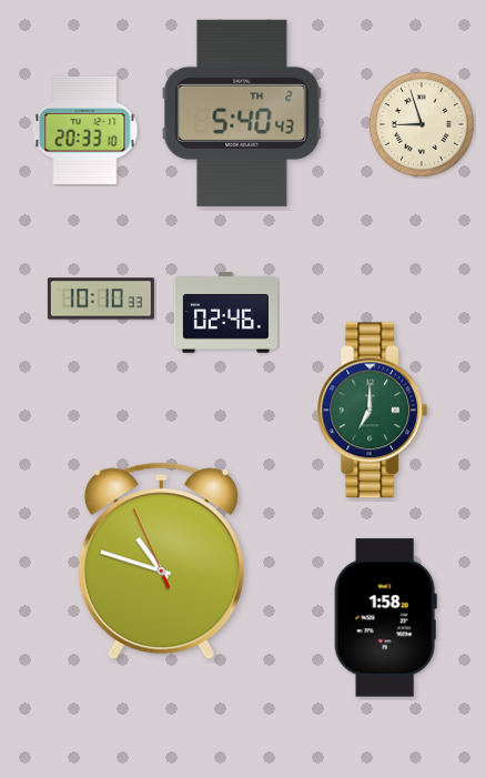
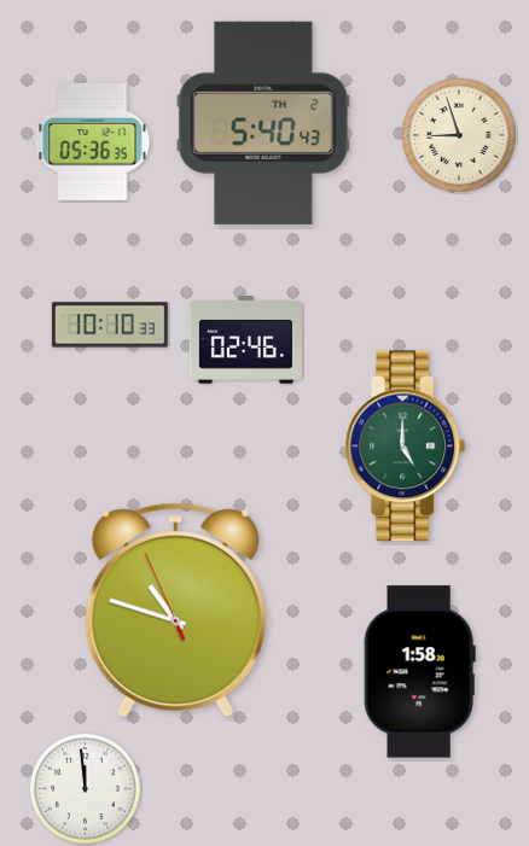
clock at (85, 130): 20:33 -> 05:36
clock at (373, 411): 7:00 -> 5:00
clock at (85, 788): none -> 11:59
